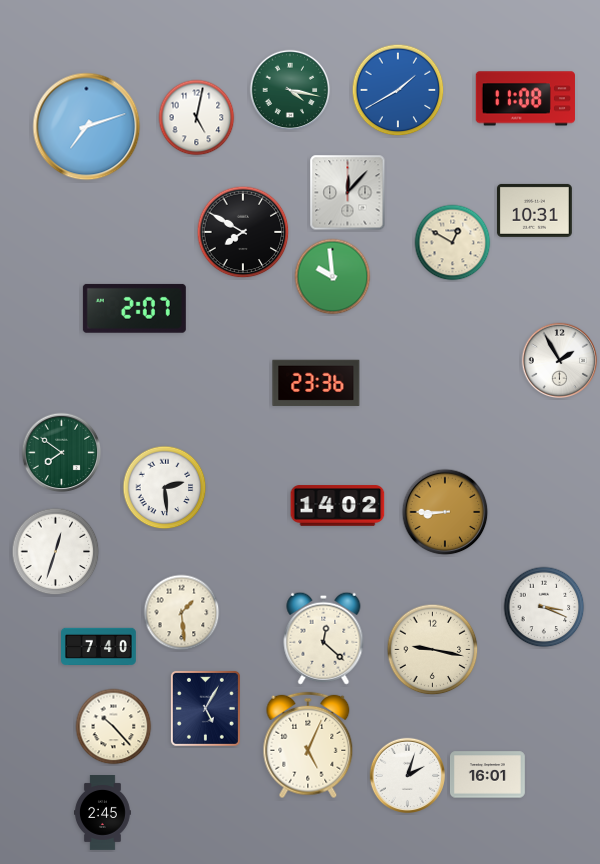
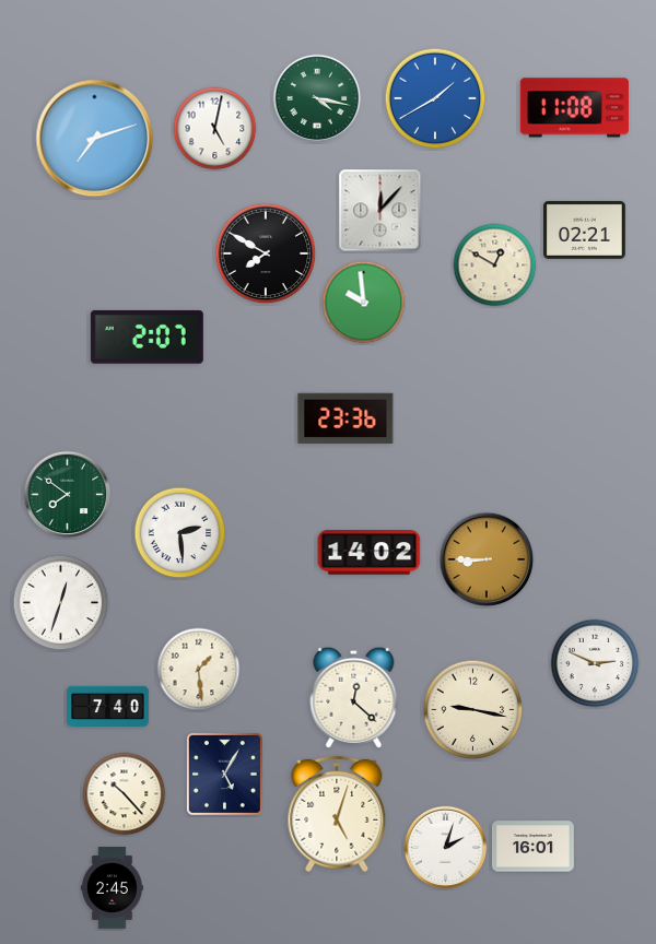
clock at (534, 210): 10:31 -> 02:21
clock at (560, 361): 1:55 -> none
clock at (544, 607): 3:19 -> 2:49
clock at (308, 745): 5:04 -> 5:03
